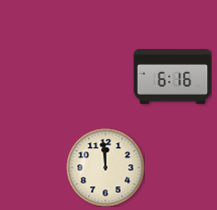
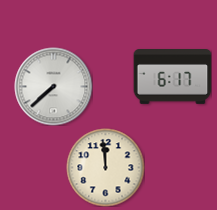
clock at (172, 77): 6:16 -> 6:17
clock at (53, 86): none -> 7:38
